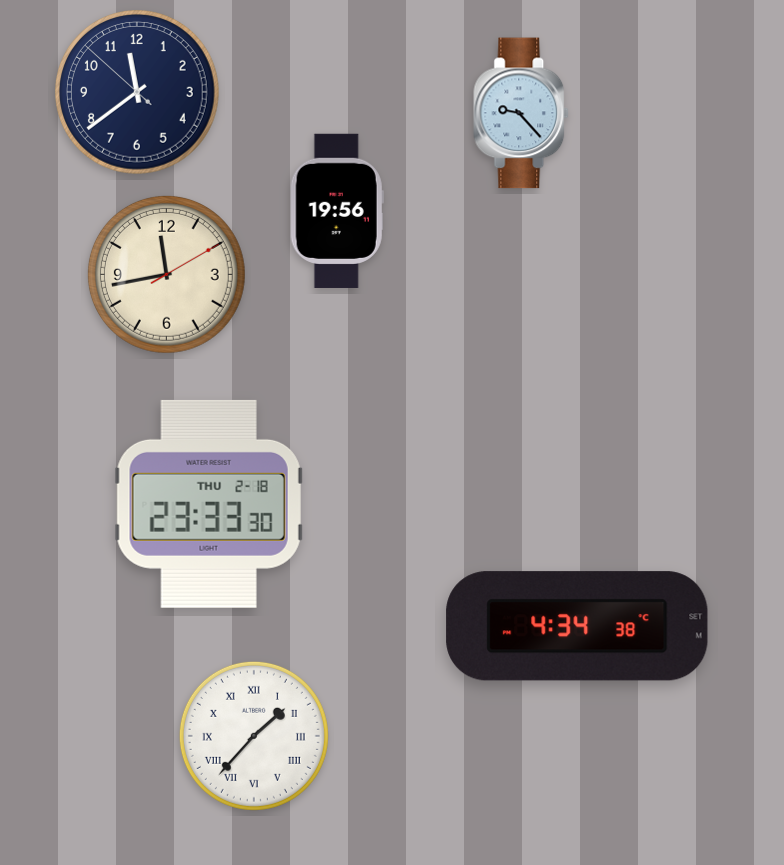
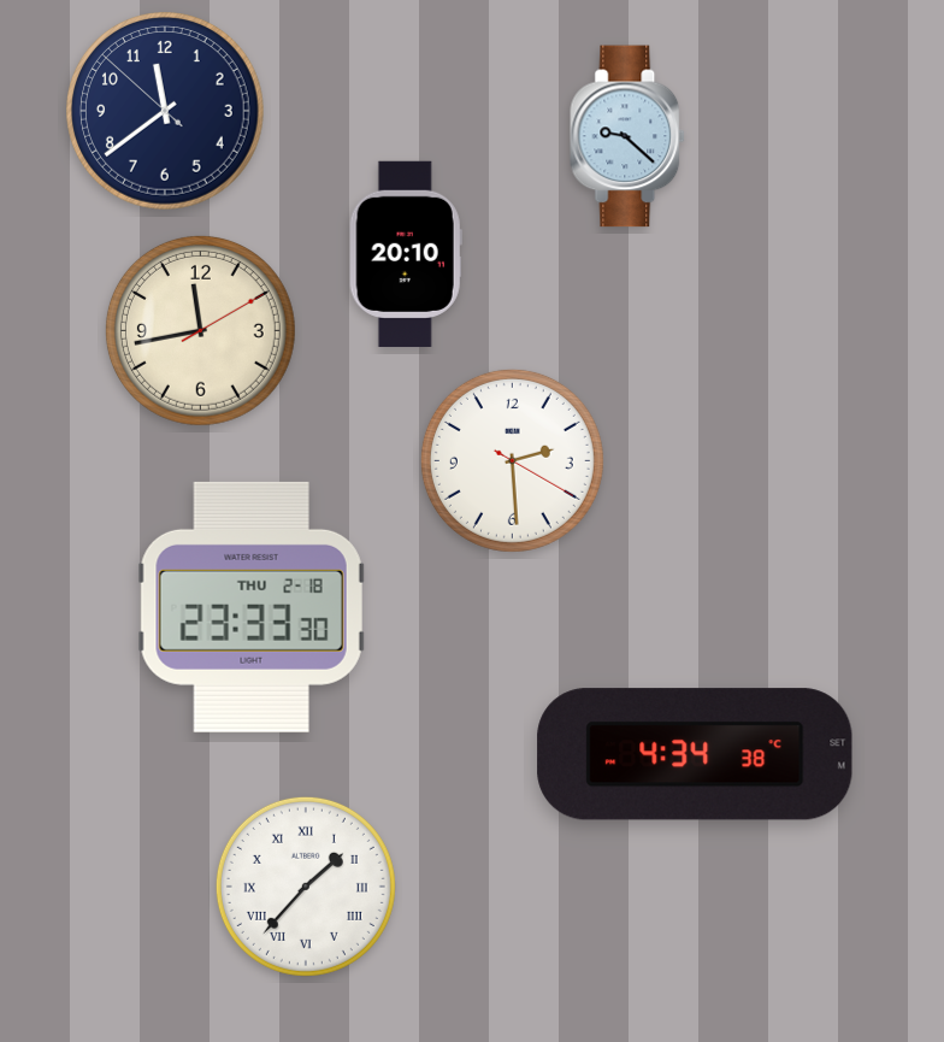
clock at (522, 113): 9:23 -> 9:22
clock at (337, 211): 19:56 -> 20:10
clock at (512, 460): none -> 2:29
